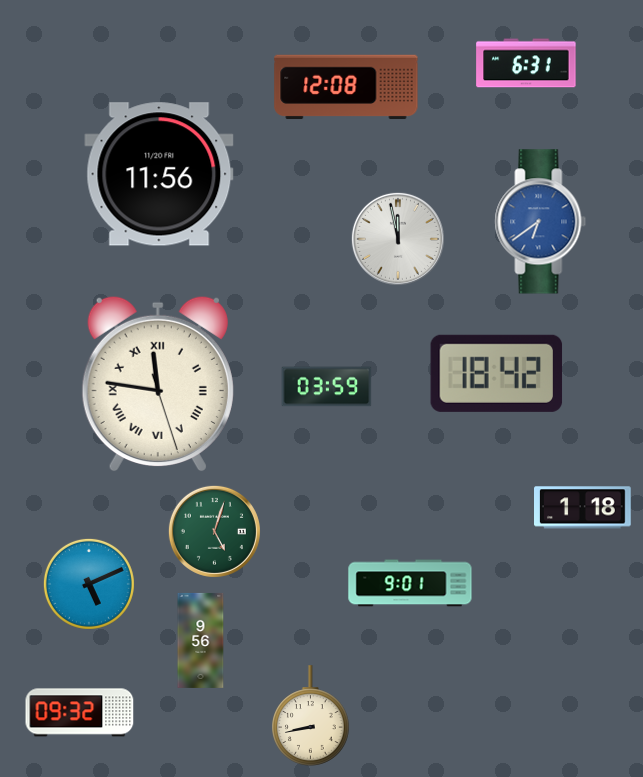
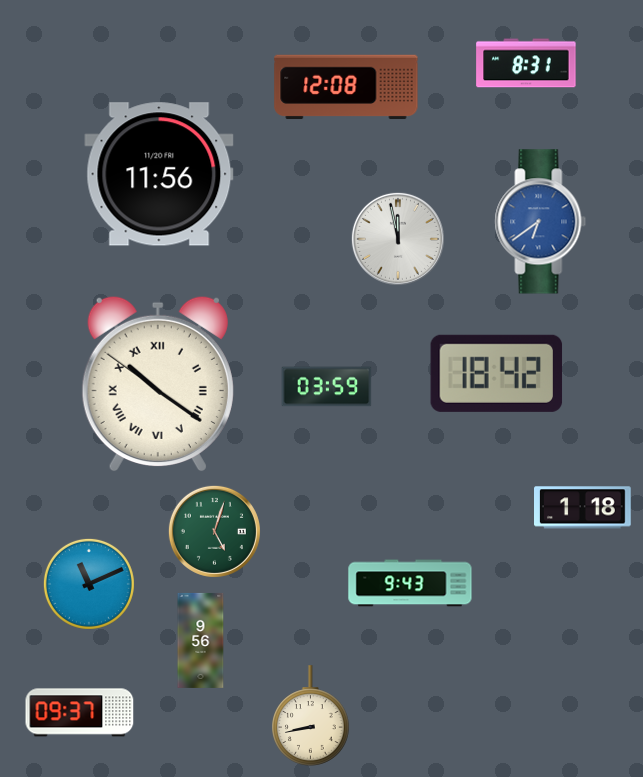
clock at (526, 63): 6:31 -> 8:31
clock at (158, 384): 11:46 -> 10:20
clock at (410, 583): 9:01 -> 9:43
clock at (89, 584): 5:11 -> 11:11
clock at (80, 713): 09:32 -> 09:37
